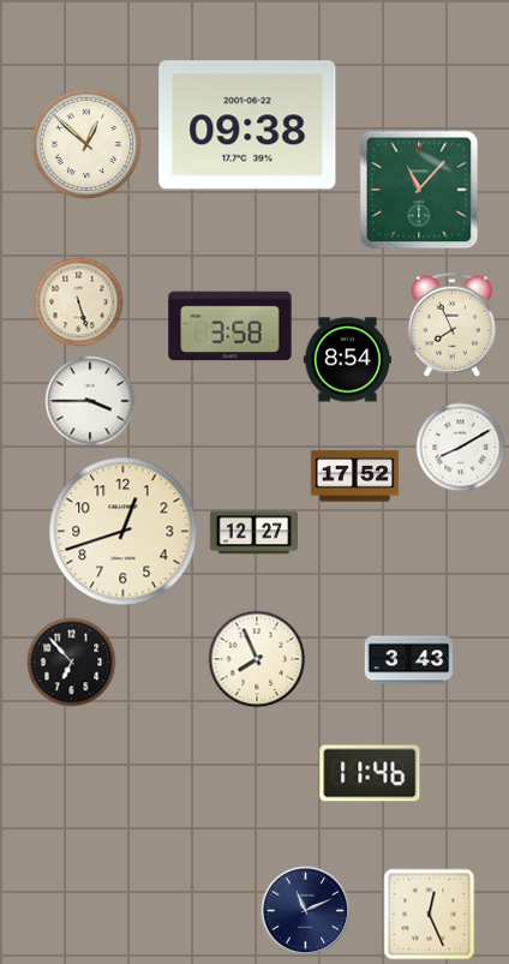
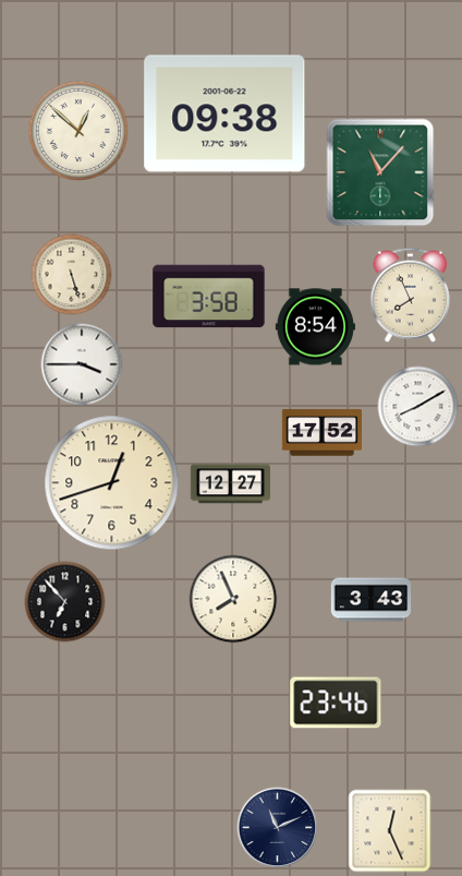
clock at (370, 773): 11:46 -> 23:46
